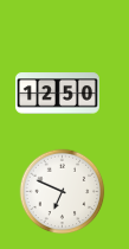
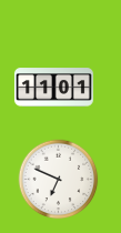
clock at (57, 94): 12:50 -> 11:01
